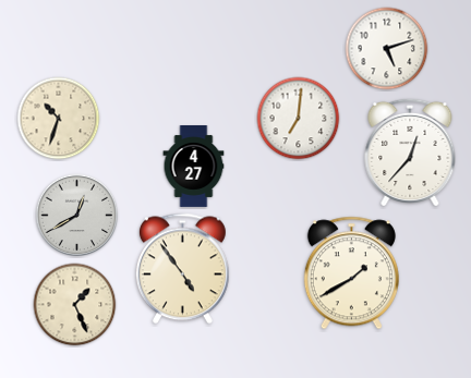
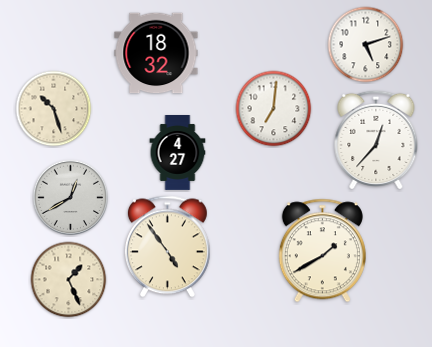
clock at (387, 49) position: (387, 49) -> (366, 45)
clock at (156, 53): none -> 18:32
clock at (59, 119): 10:33 -> 10:27
